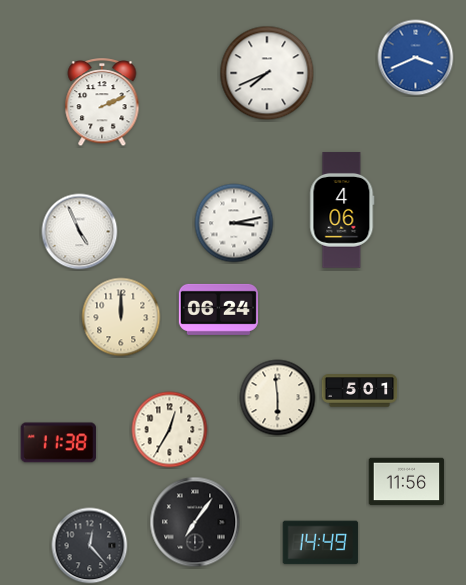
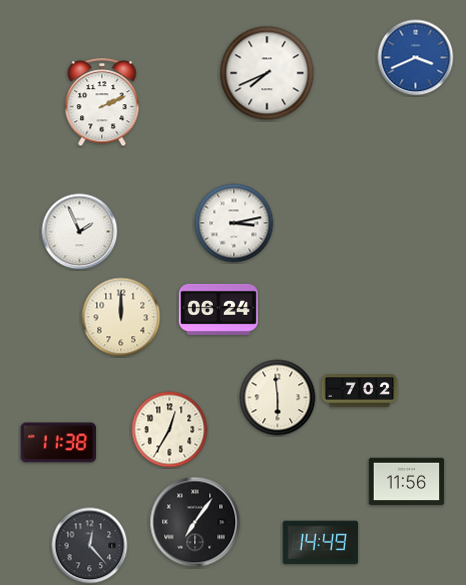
clock at (342, 210): 4:06 -> none
clock at (80, 232): 4:56 -> 1:56
clock at (360, 391): 5:01 -> 7:02
